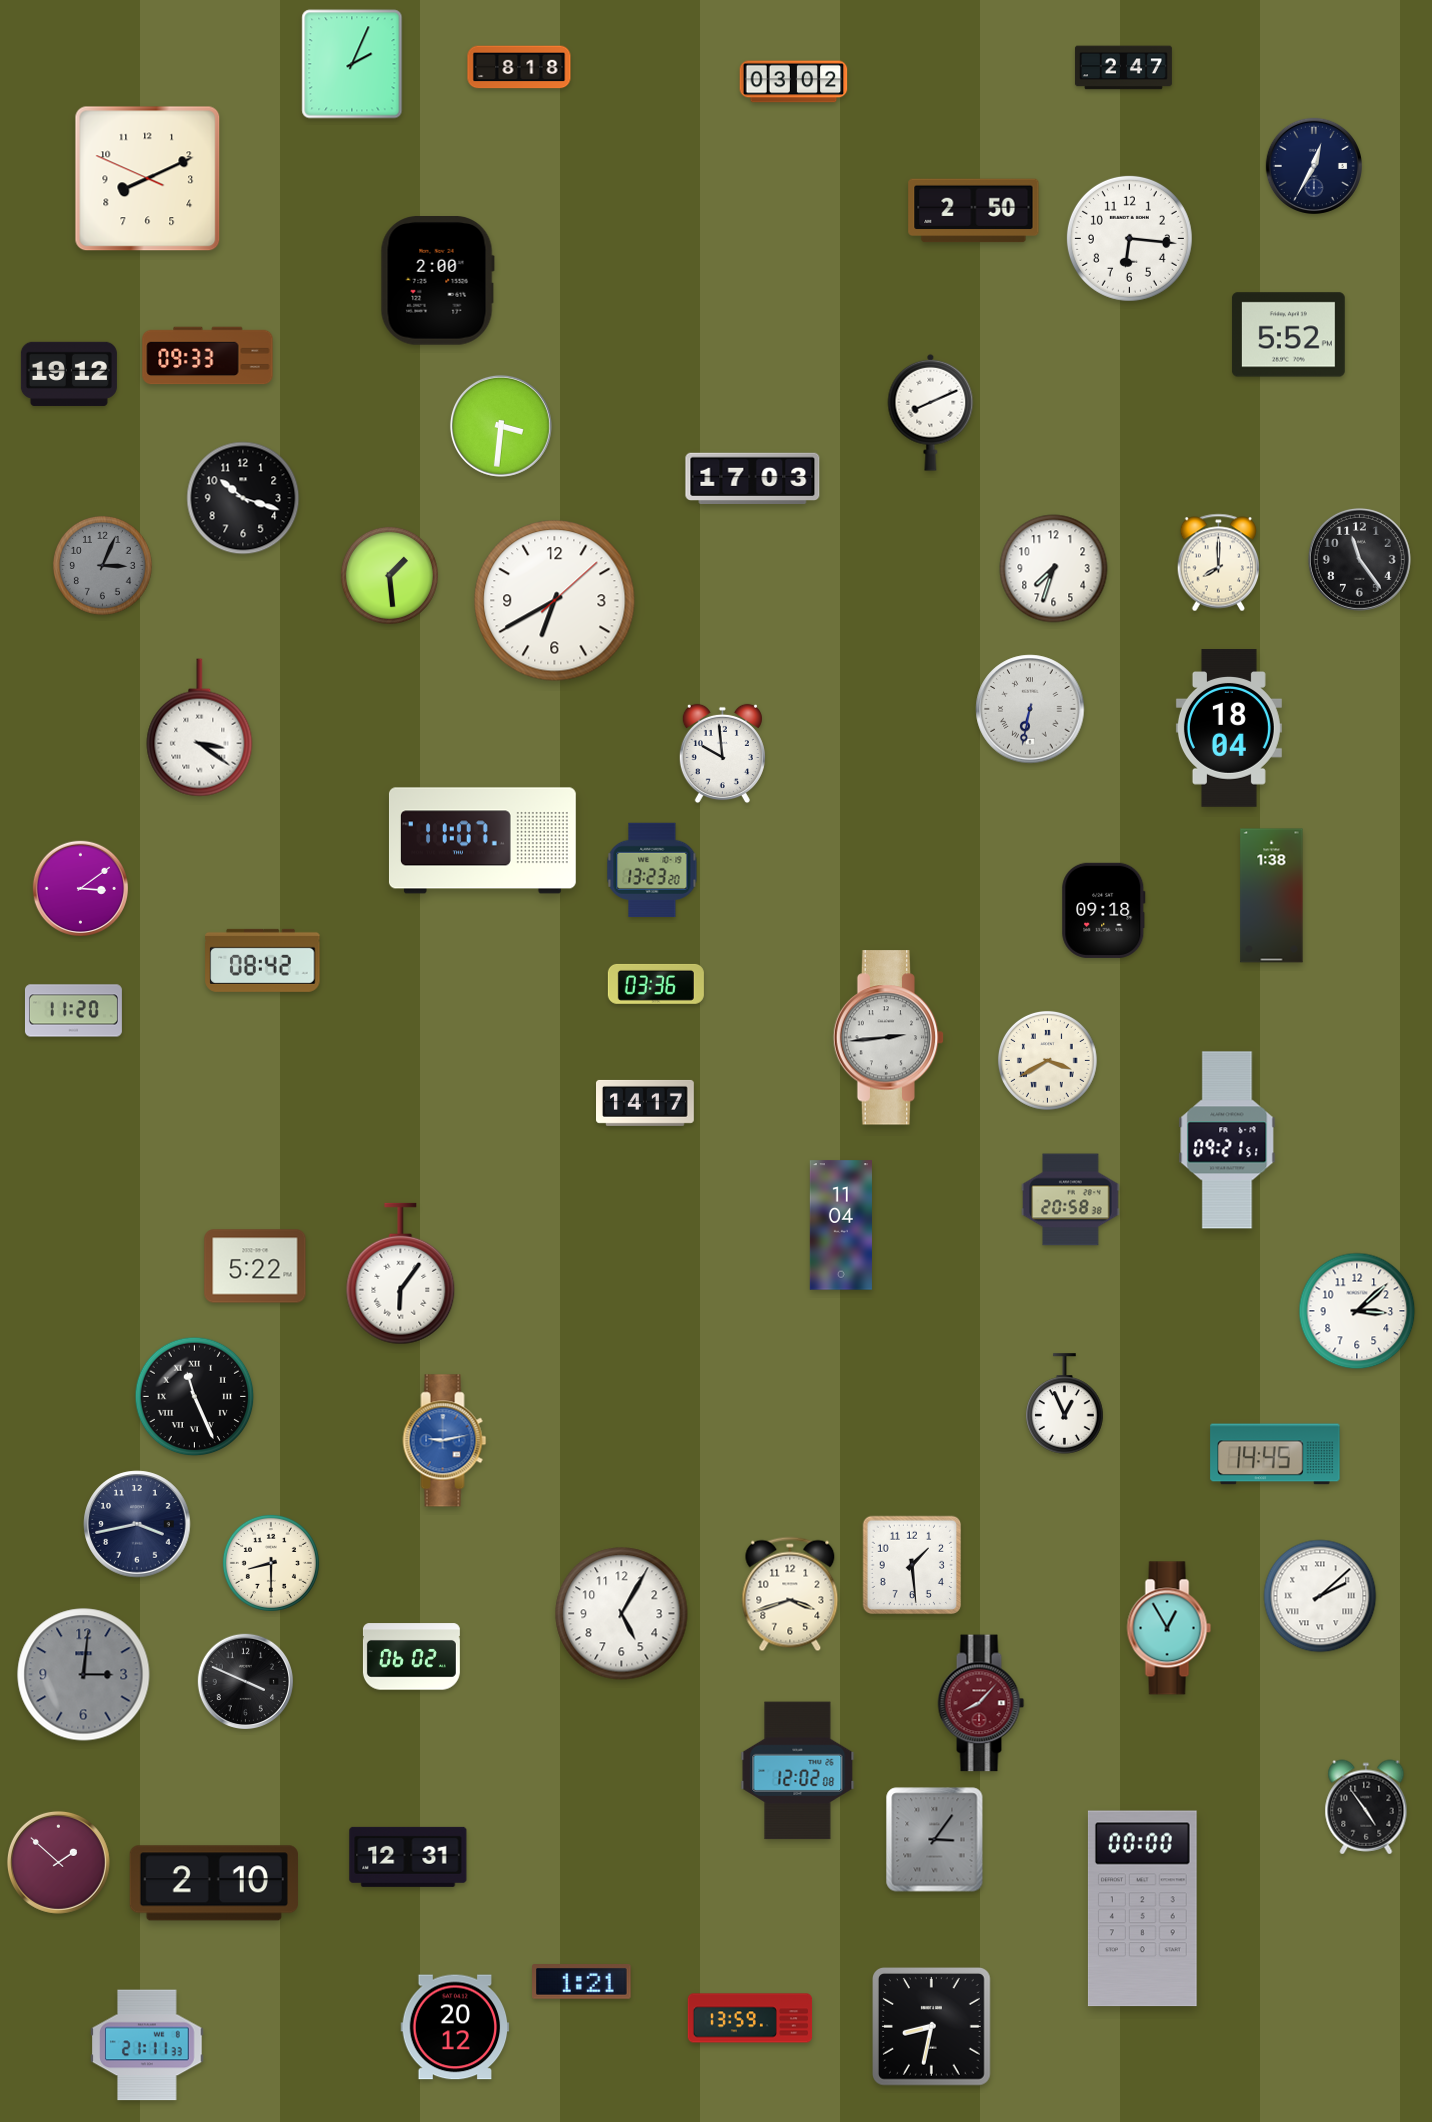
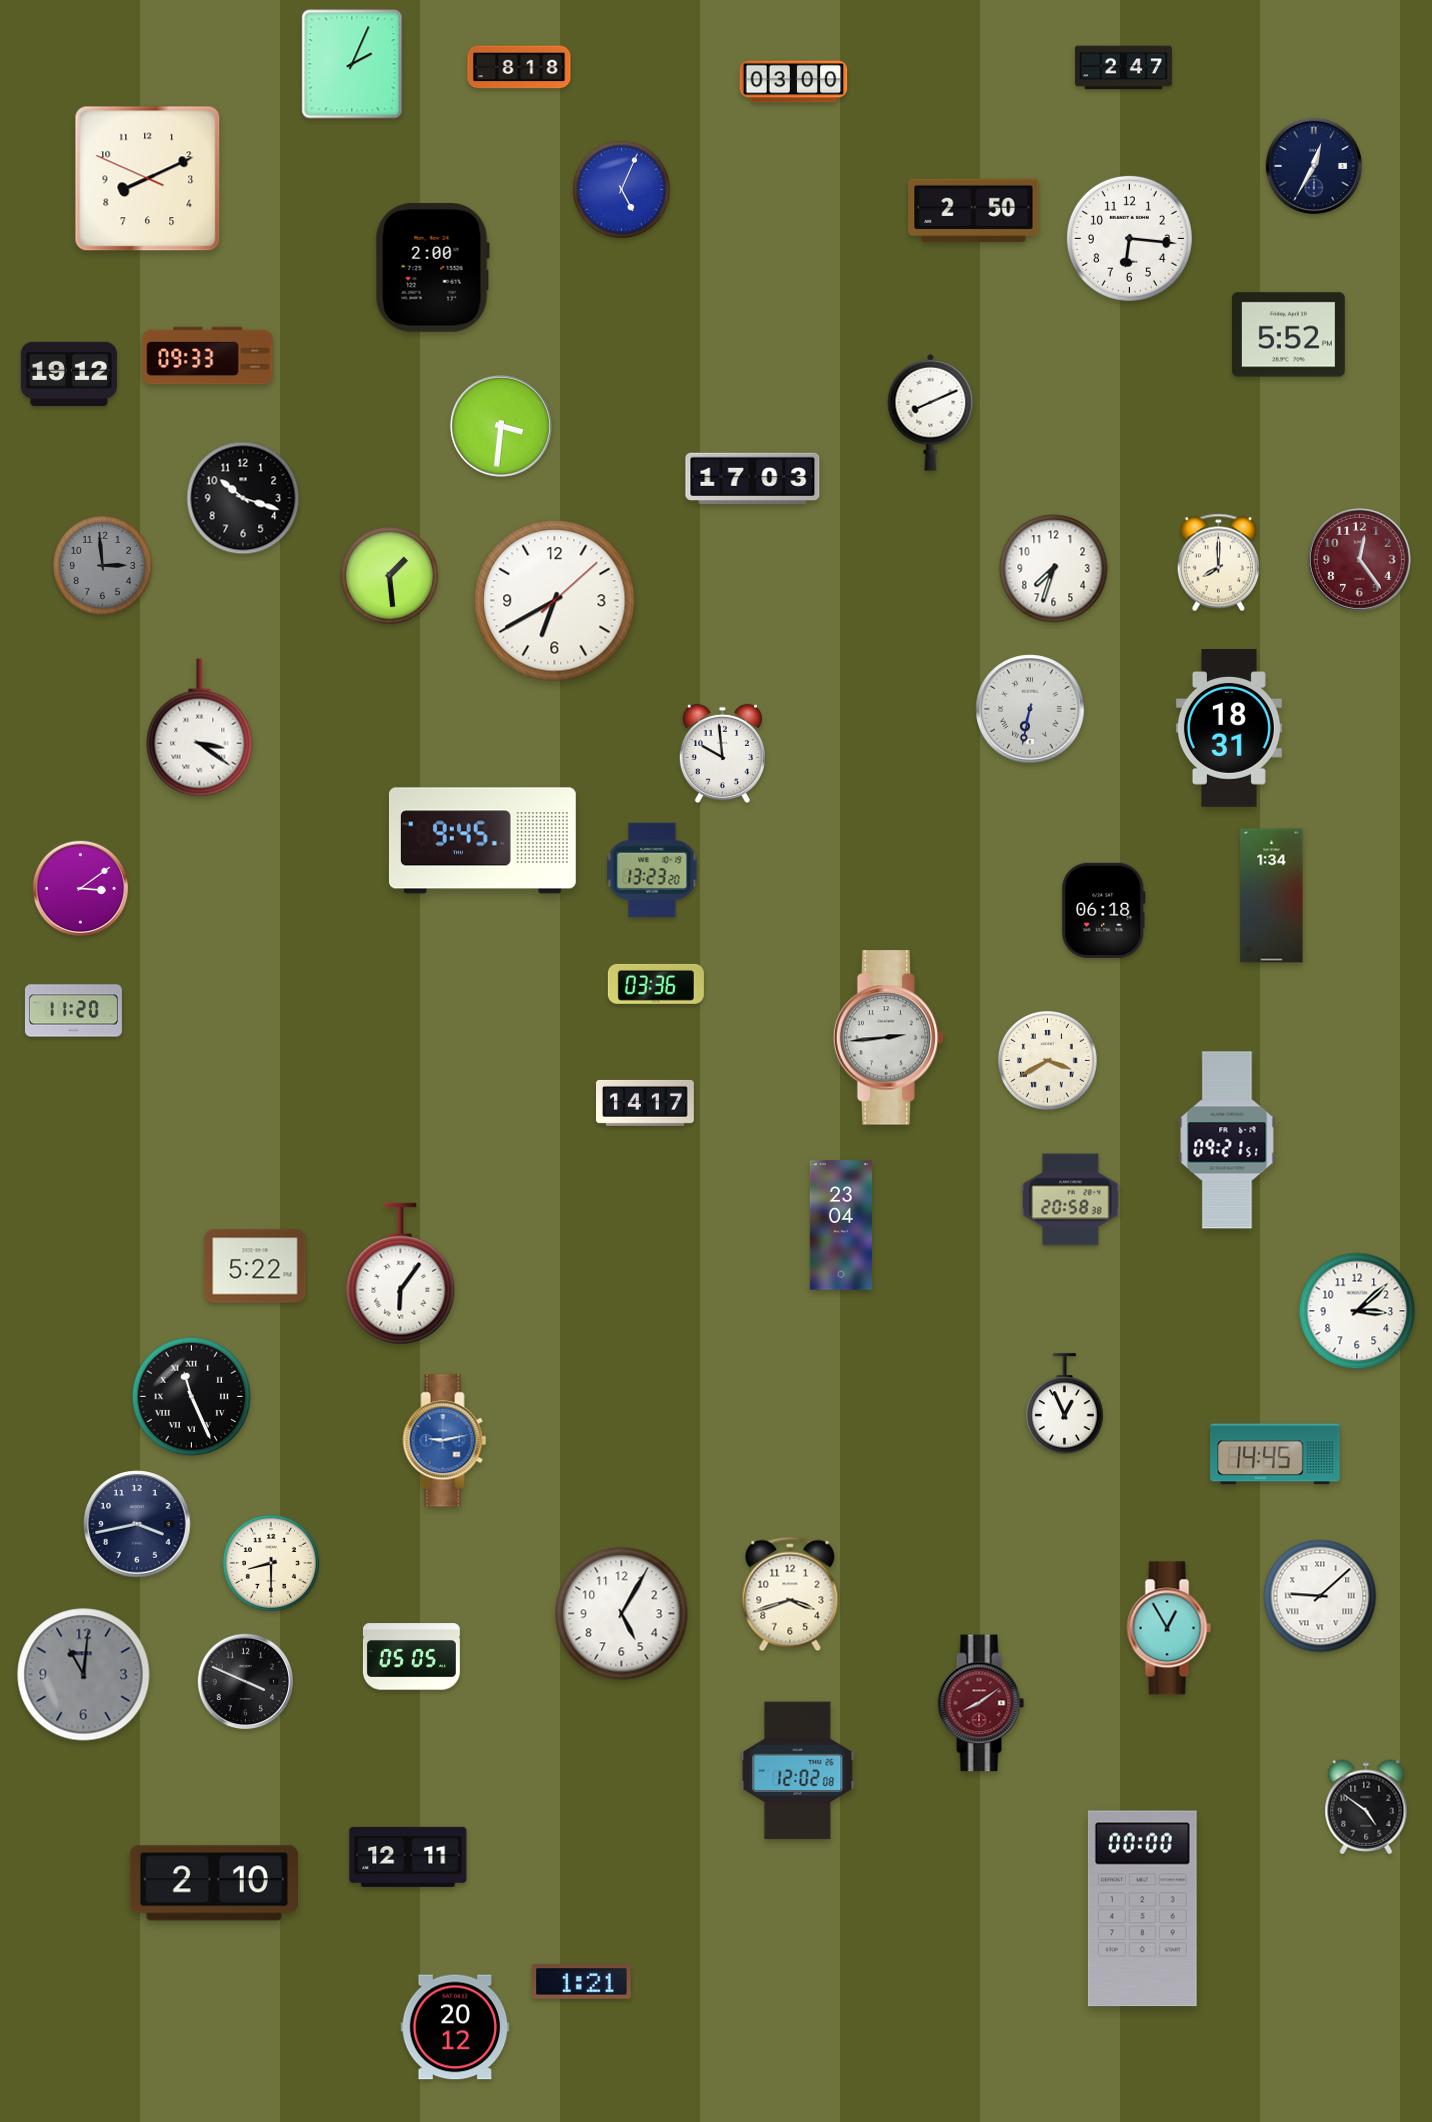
clock at (794, 82): 03:02 -> 03:00
clock at (621, 189): none -> 5:04
clock at (437, 281) position: (437, 281) -> (432, 268)
clock at (1359, 559): 11:24 -> 12:24
clock at (1359, 559) dial: black -> burgundy
clock at (102, 565): 3:04 -> 2:59
clock at (1229, 728): 18:04 -> 18:31
clock at (482, 841): 11:07 -> 9:45
clock at (1272, 896): 1:38 -> 1:34
clock at (1104, 910): 09:18 -> 06:18
clock at (263, 960): 08:42 -> none
clock at (841, 1225): 11:04 -> 23:04
clock at (195, 1397) position: (195, 1397) -> (192, 1397)
clock at (912, 1565): 1:29 -> none
clock at (1320, 1596): 2:08 -> 9:08
clock at (411, 1657): 06:02 -> 05:05
clock at (84, 1675): 3:01 -> 11:01
clock at (981, 1703): 8:07 -> 8:09
clock at (1366, 1807): 4:54 -> 4:51
clock at (935, 1840): 3:06 -> none
clock at (408, 1857): 12:31 -> 12:11
clock at (58, 1862): 1:52 -> none
clock at (750, 2018): 13:59 -> none
clock at (932, 2027): 8:32 -> none
clock at (147, 2045): 21:11 -> none
